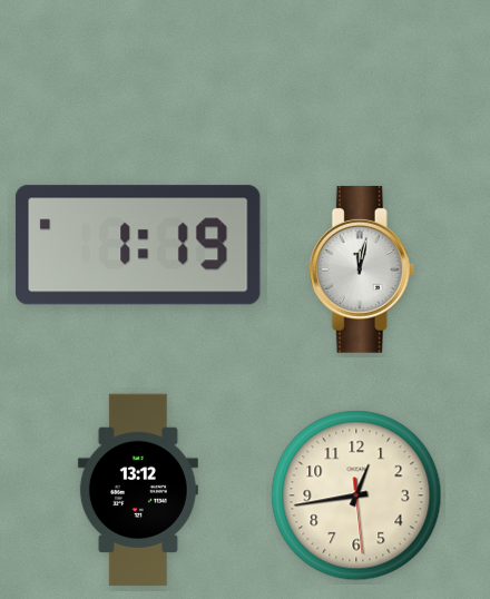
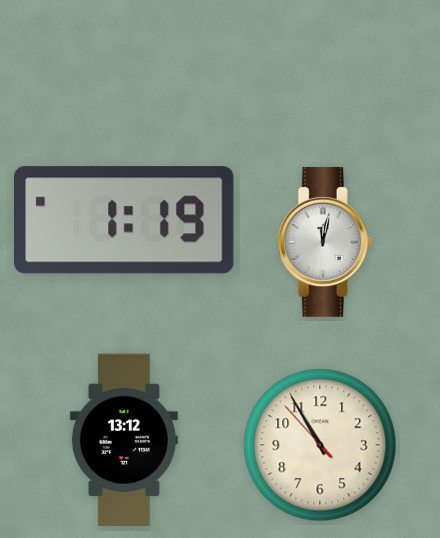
clock at (356, 495): 12:43 -> 10:54
